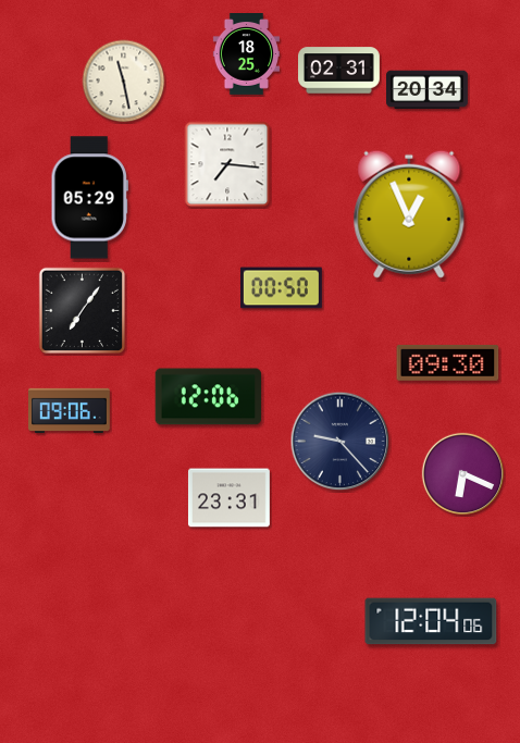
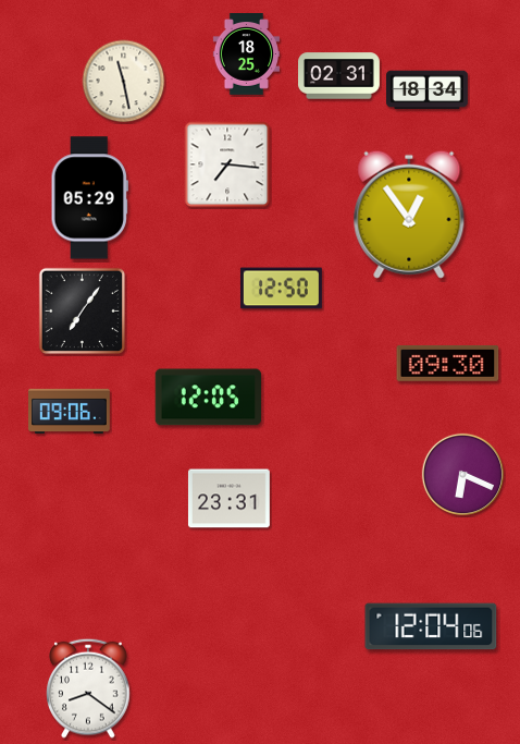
clock at (339, 71) position: (339, 71) -> (339, 76)
clock at (428, 90): 20:34 -> 18:34
clock at (409, 214): 12:56 -> 12:54
clock at (282, 288): 00:50 -> 12:50
clock at (209, 397): 12:06 -> 12:05
clock at (341, 442): 9:23 -> none
clock at (431, 621) position: (431, 621) -> (431, 626)
clock at (88, 688): none -> 8:21
